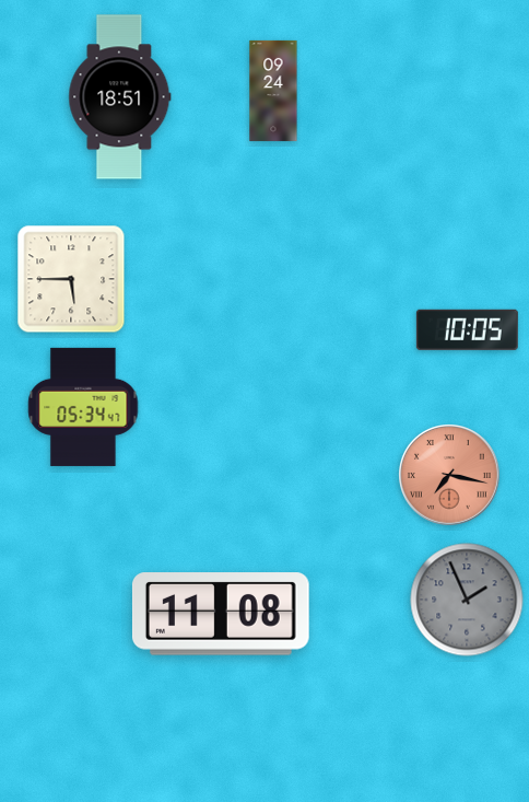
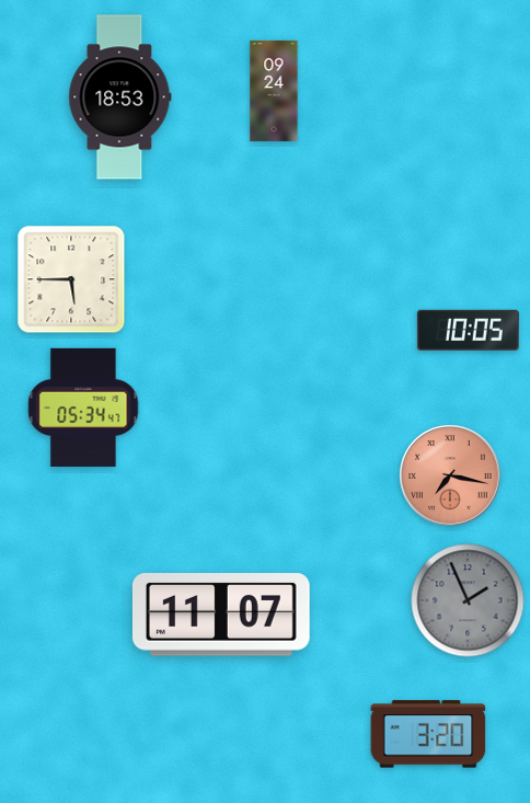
clock at (120, 97): 18:51 -> 18:53
clock at (221, 614): 11:08 -> 11:07
clock at (428, 734): none -> 3:20
